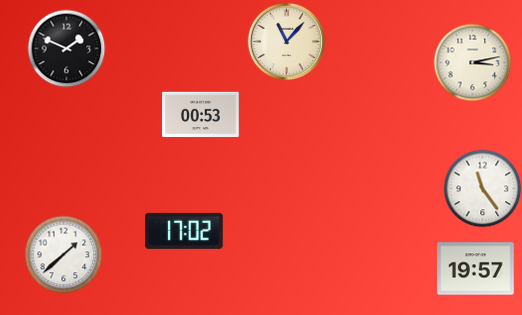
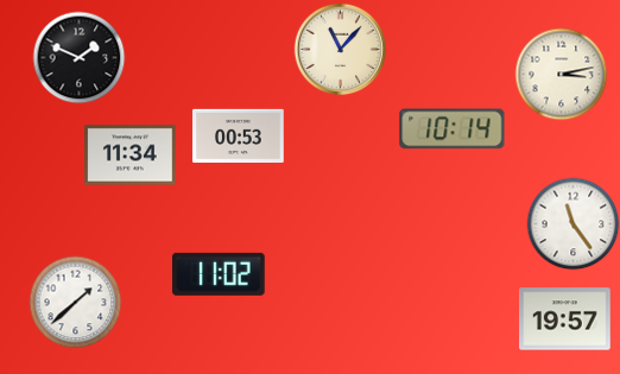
clock at (453, 129): none -> 10:14
clock at (131, 156): none -> 11:34
clock at (184, 231): 17:02 -> 11:02
